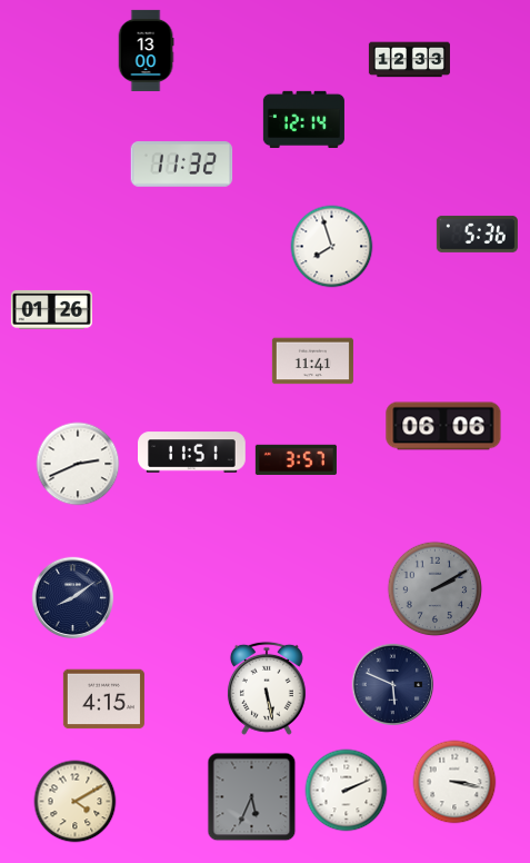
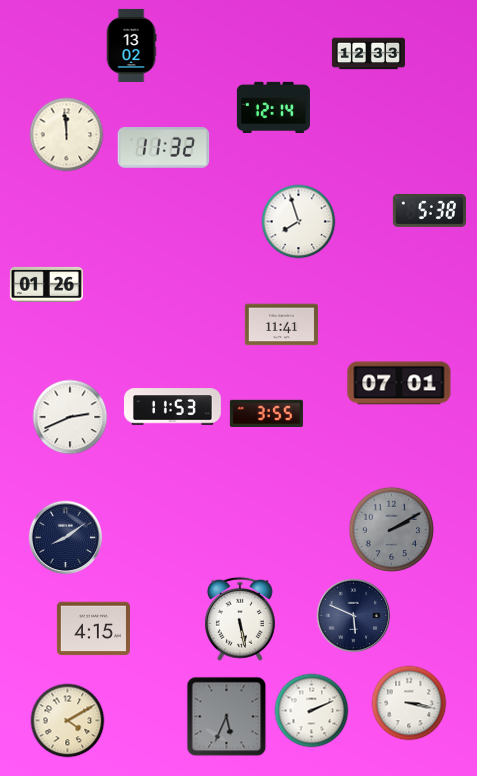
clock at (146, 50): 13:00 -> 13:02
clock at (67, 135): none -> 11:59
clock at (477, 234): 5:36 -> 5:38
clock at (51, 309) position: (51, 309) -> (46, 284)
clock at (443, 426): 06:06 -> 07:01
clock at (192, 453): 11:51 -> 11:53
clock at (296, 459): 3:57 -> 3:55
